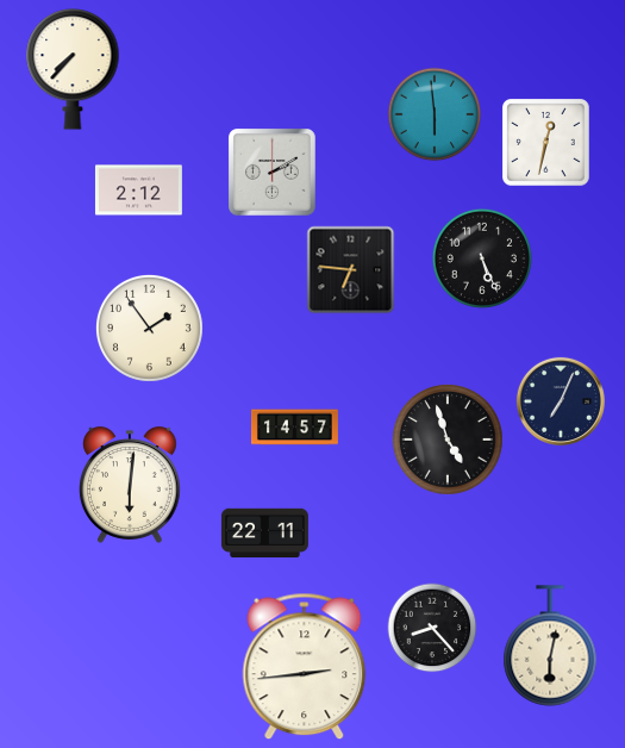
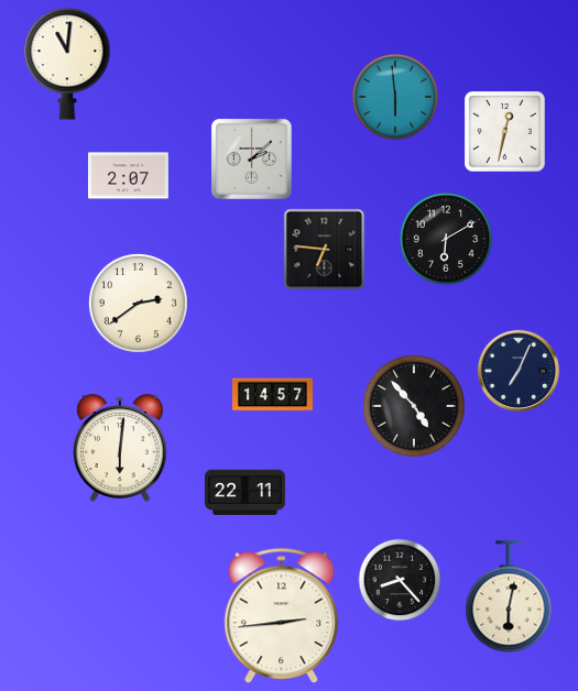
clock at (73, 69): 7:37 -> 11:01
clock at (435, 114) position: (435, 114) -> (395, 97)
clock at (273, 173): 2:10 -> 2:08
clock at (138, 191): 2:12 -> 2:07
clock at (482, 258): 5:26 -> 6:10
clock at (149, 328): 1:54 -> 2:39
clock at (449, 441): 4:57 -> 4:53
